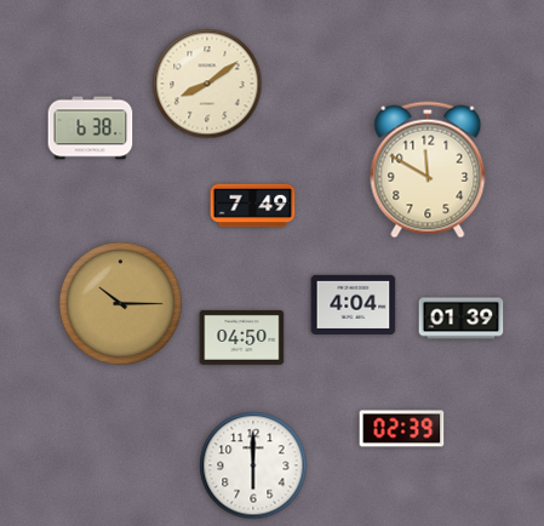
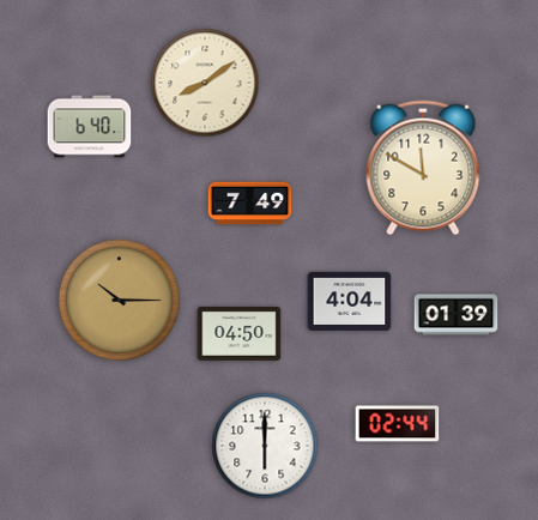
clock at (91, 128): 6:38 -> 6:40
clock at (402, 429): 02:39 -> 02:44
clock at (253, 465) position: (253, 465) -> (265, 446)
